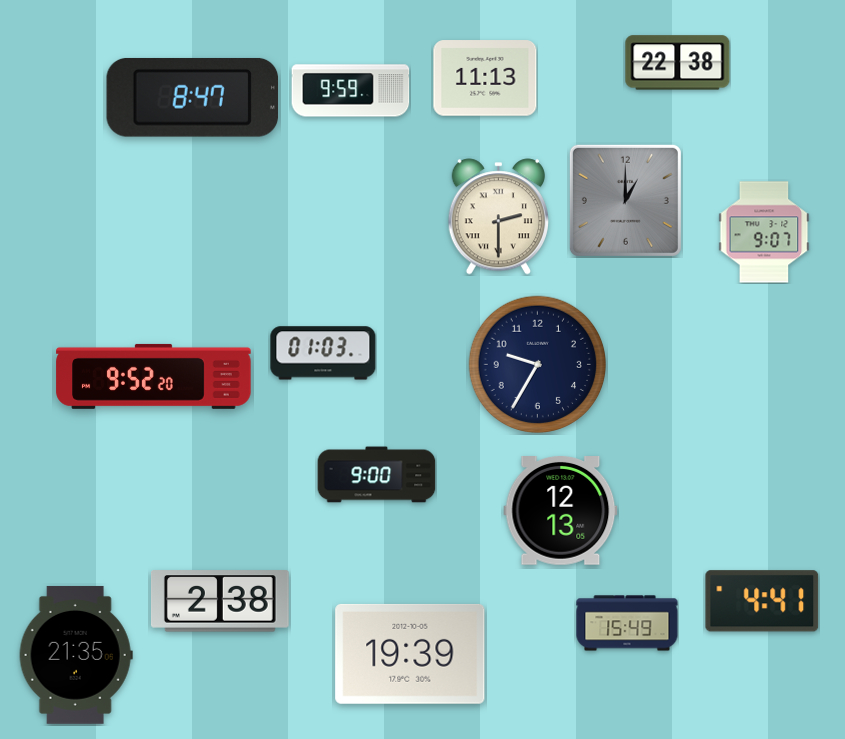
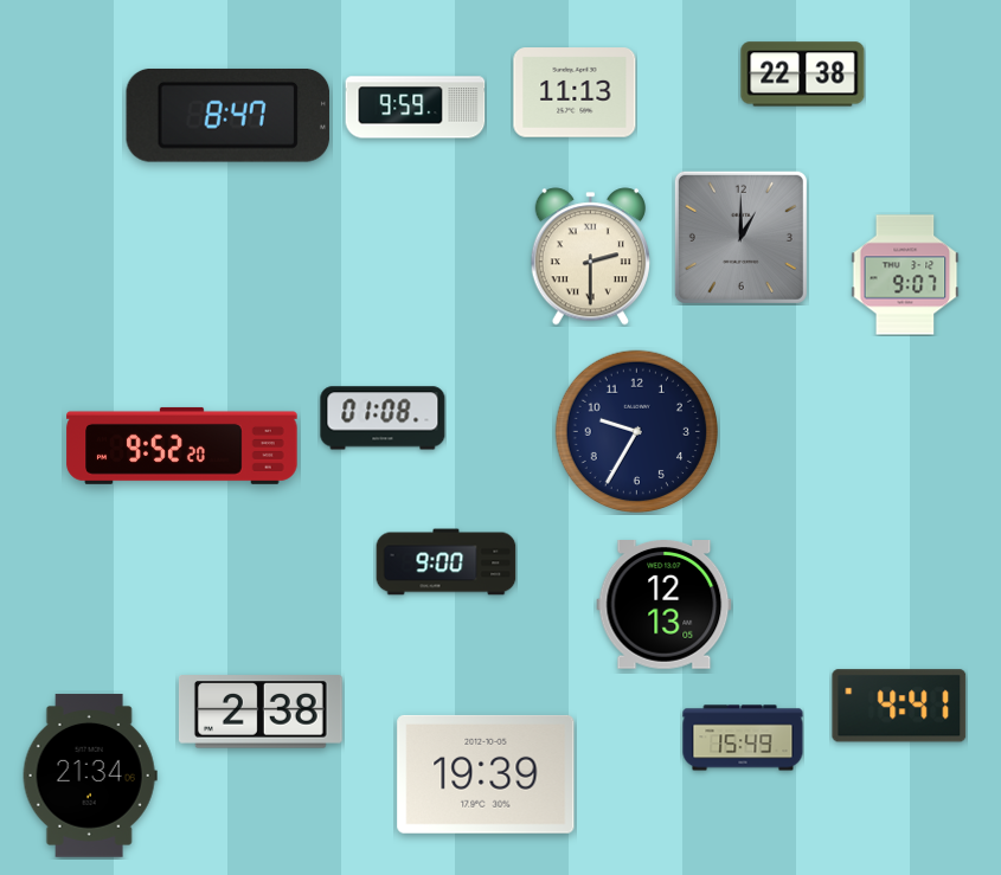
clock at (323, 353): 01:03 -> 01:08
clock at (762, 601) position: (762, 601) -> (899, 706)
clock at (76, 655): 21:35 -> 21:34
